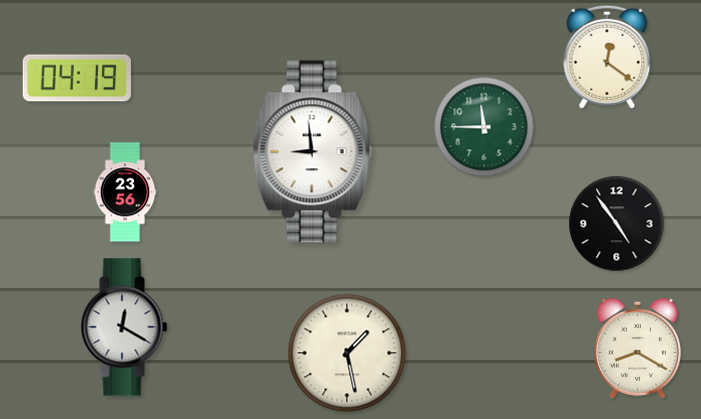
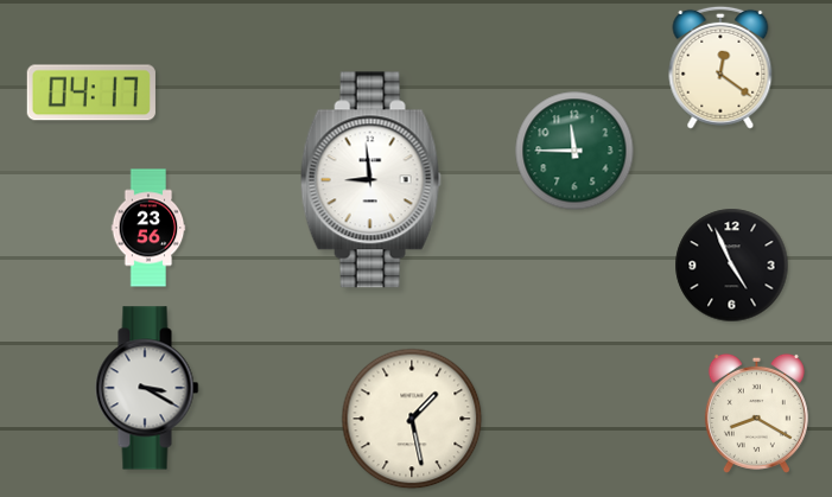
clock at (77, 78): 04:19 -> 04:17
clock at (617, 224): 4:54 -> 4:56
clock at (124, 327): 12:20 -> 3:20
